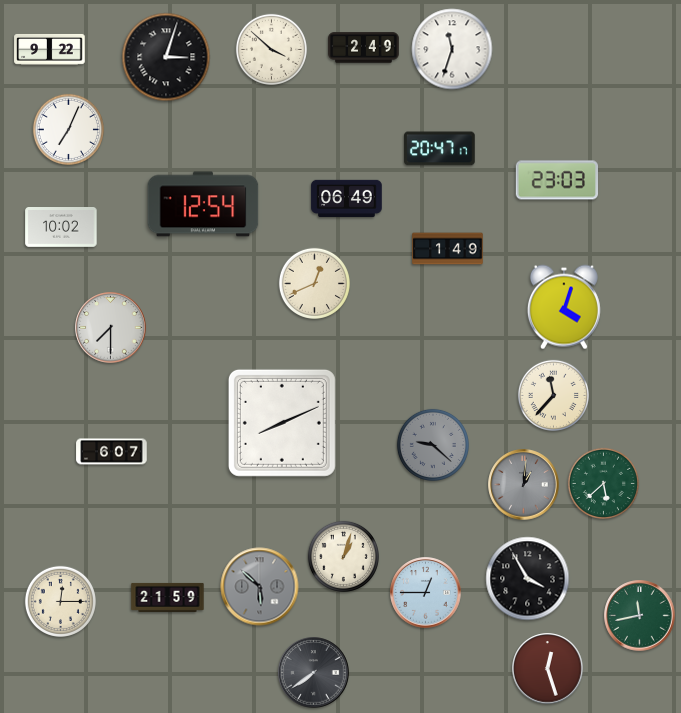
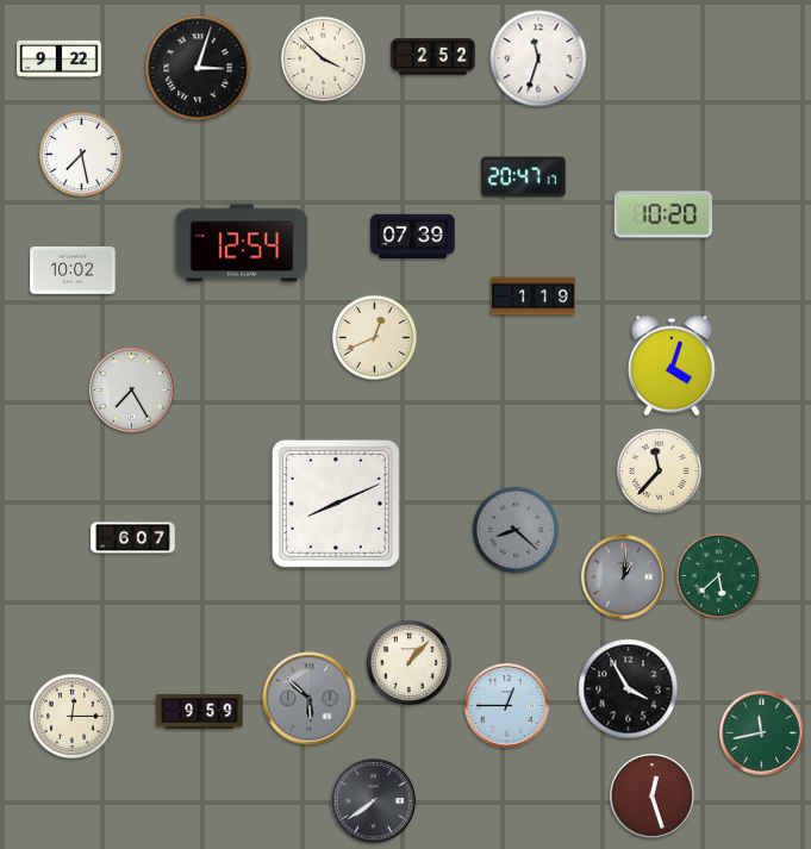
clock at (364, 48): 2:49 -> 2:52
clock at (68, 129): 7:04 -> 7:28
clock at (556, 180): 23:03 -> 10:20
clock at (347, 199): 06:49 -> 07:39
clock at (448, 249): 1:49 -> 1:19
clock at (111, 328): 7:30 -> 7:25
clock at (433, 445): 9:22 -> 8:22
clock at (343, 556): 1:03 -> 1:07
clock at (168, 597): 21:59 -> 9:59
